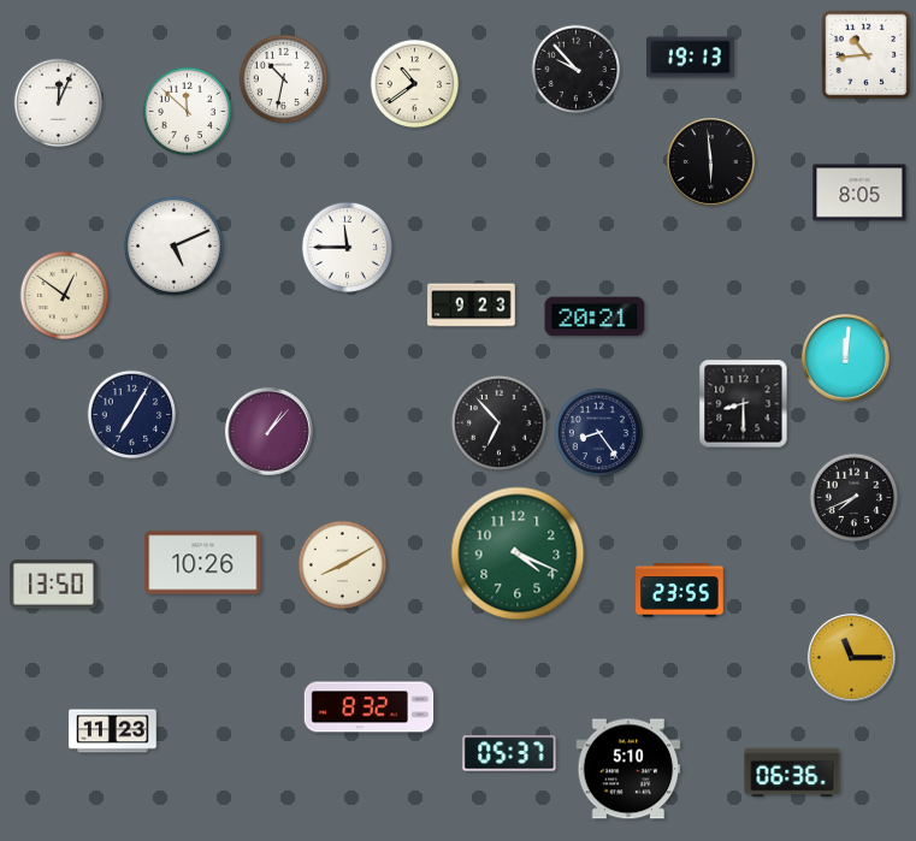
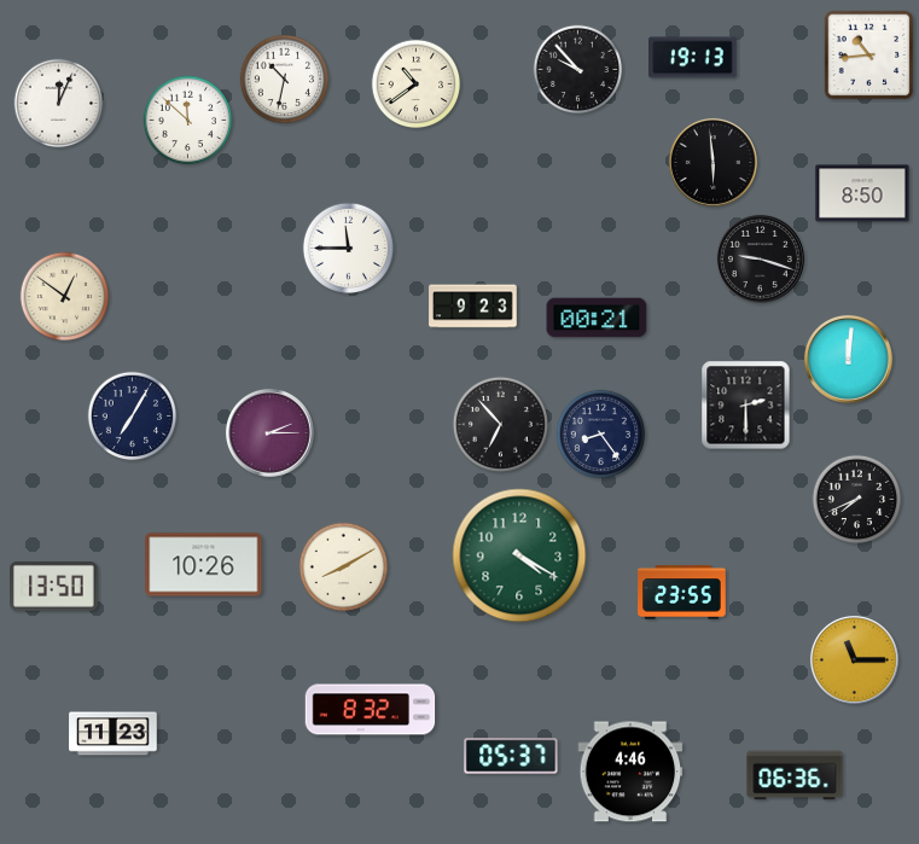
clock at (188, 112) position: (188, 112) -> (188, 121)
clock at (859, 193): 8:05 -> 8:50
clock at (173, 245): 5:11 -> none
clock at (760, 258): none -> 9:18
clock at (595, 316): 20:21 -> 00:21
clock at (744, 404): 8:30 -> 2:30
clock at (268, 431): 1:07 -> 2:15
clock at (518, 553): 4:19 -> 4:20
clock at (628, 769): 5:10 -> 4:46
